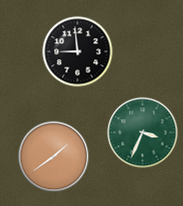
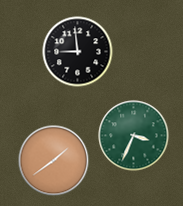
clock at (143, 133) position: (143, 133) -> (134, 136)
clock at (54, 157) position: (54, 157) -> (54, 161)
